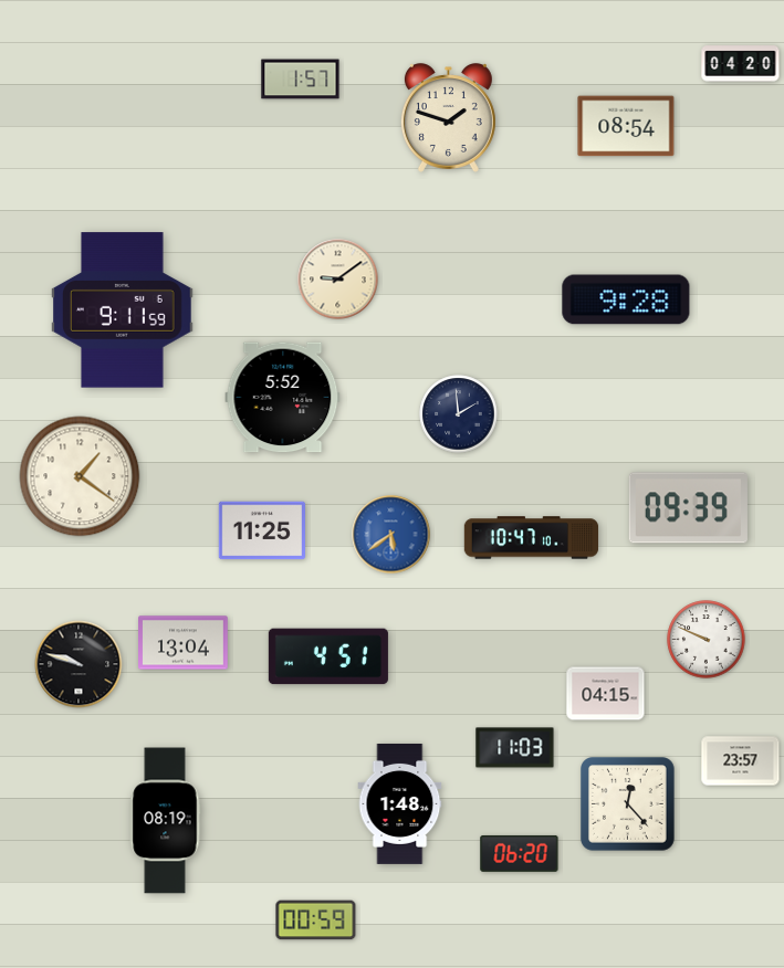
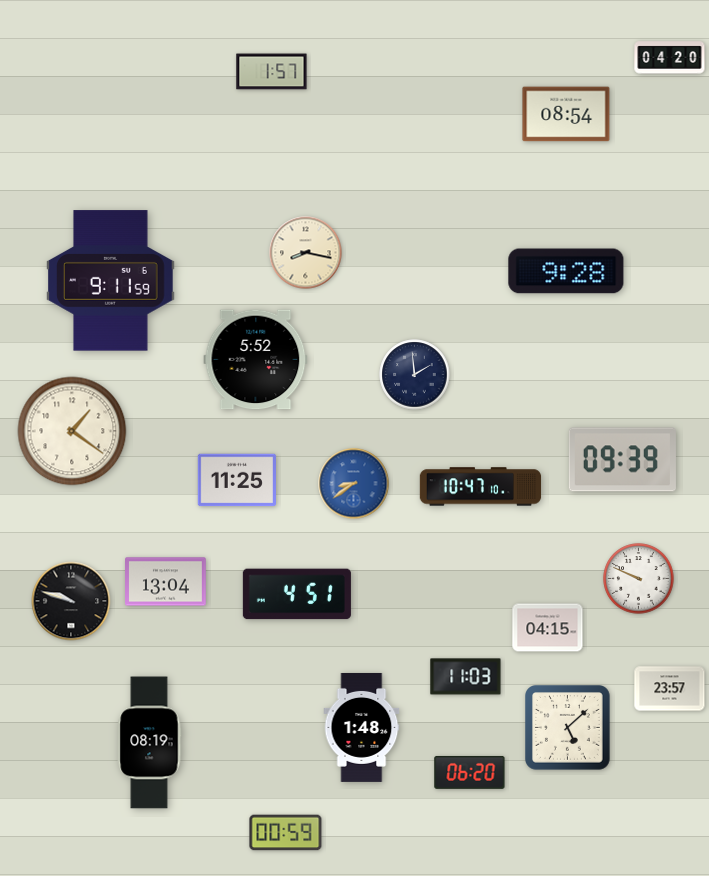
clock at (448, 118): 1:48 -> none
clock at (338, 280): 9:09 -> 8:17
clock at (391, 535): 5:39 -> 8:39
clock at (628, 804): 12:23 -> 5:08
